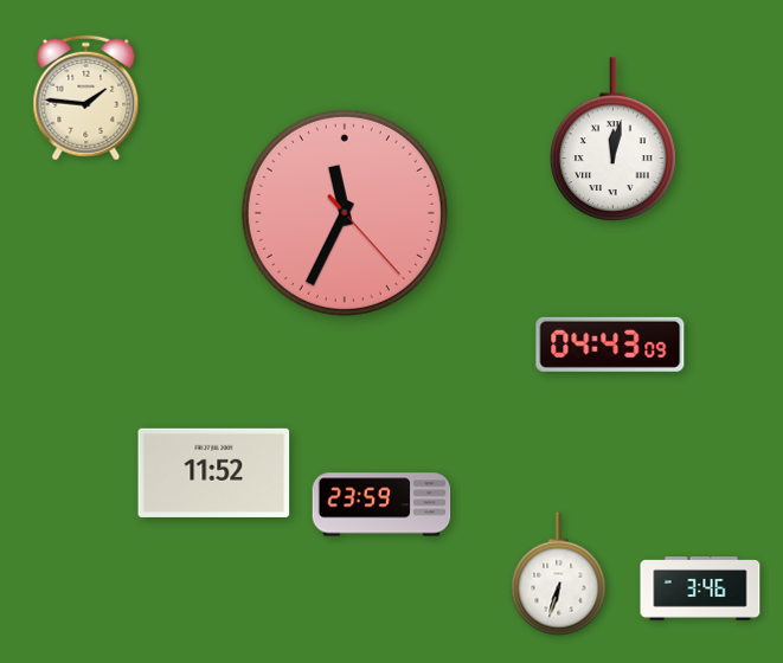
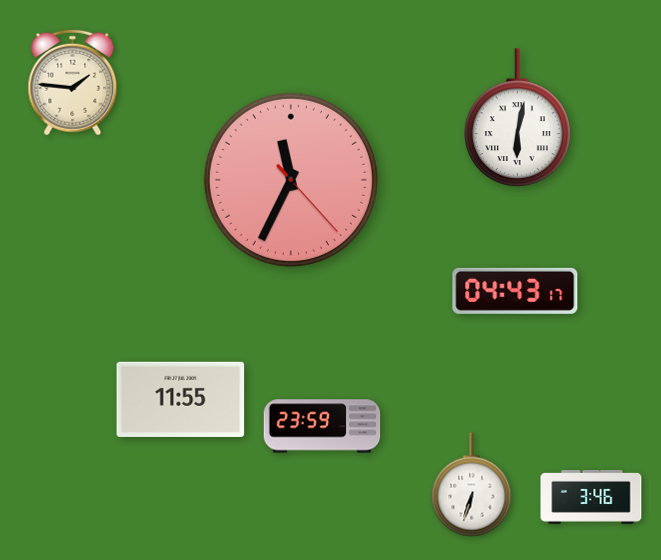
clock at (614, 140): 12:02 -> 6:02
clock at (610, 345): 04:43:09 -> 04:43:17
clock at (214, 472): 11:52 -> 11:55
